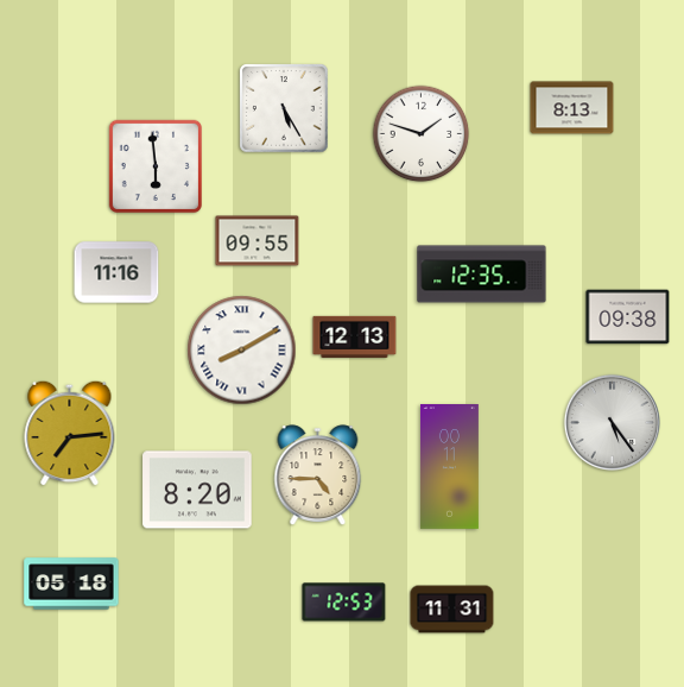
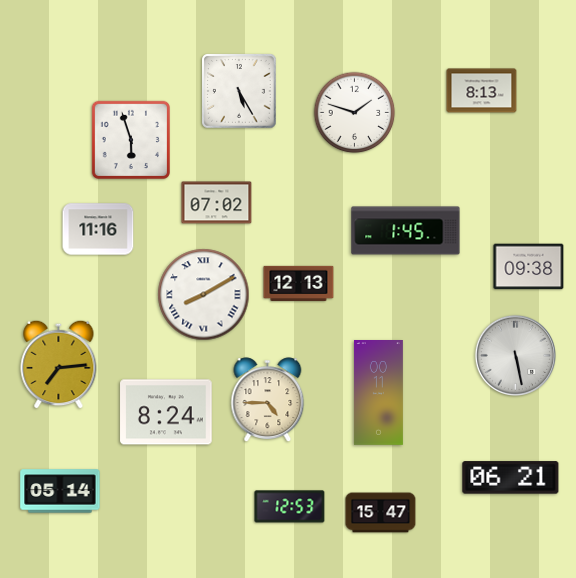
clock at (156, 166): 5:59 -> 5:57
clock at (258, 241): 09:55 -> 07:02
clock at (482, 275): 12:35 -> 1:45
clock at (612, 422): 5:24 -> 5:28
clock at (197, 490): 8:20 -> 8:24
clock at (511, 478): none -> 06:21
clock at (71, 584): 05:18 -> 05:14
clock at (452, 610): 11:31 -> 15:47
